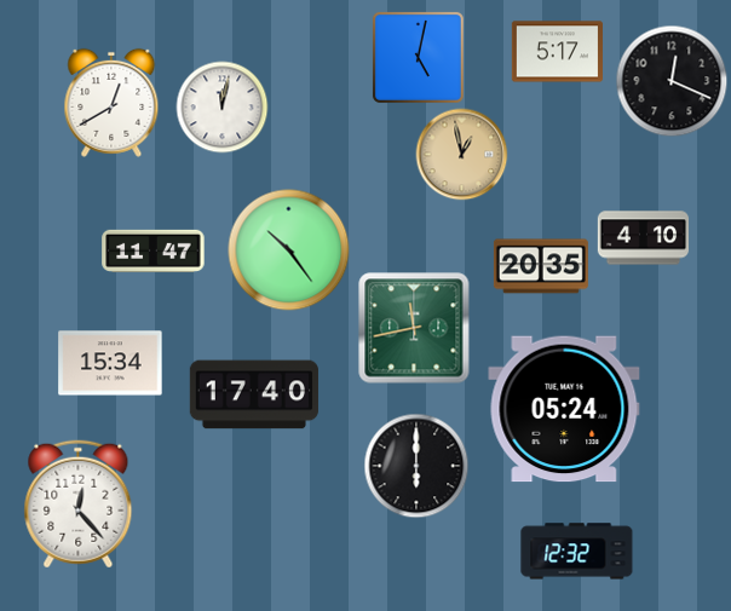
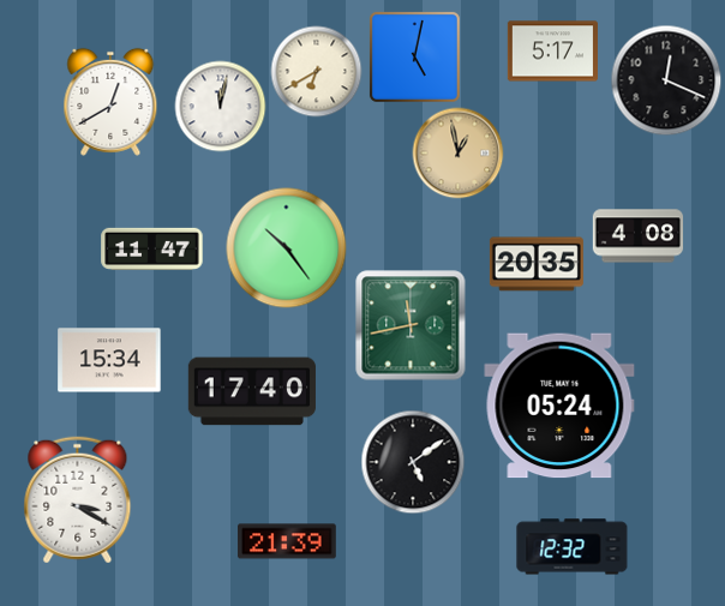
clock at (317, 72): none -> 6:40
clock at (644, 238): 4:10 -> 4:08
clock at (416, 466): 6:00 -> 5:09
clock at (79, 505): 12:23 -> 3:20
clock at (287, 541): none -> 21:39
